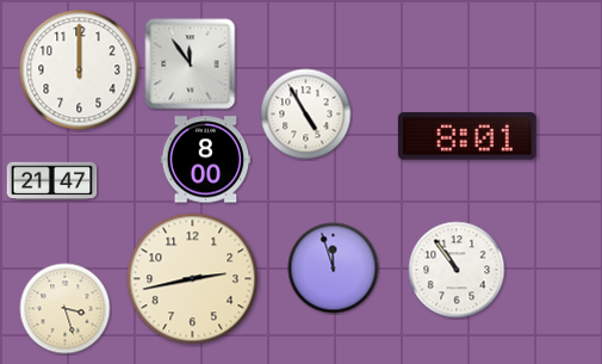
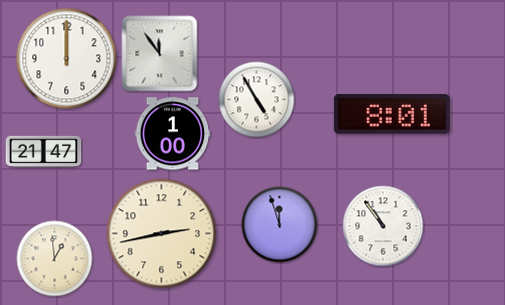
clock at (306, 115) position: (306, 115) -> (257, 100)
clock at (206, 160): 8:00 -> 1:00
clock at (66, 309): 3:27 -> 12:59
